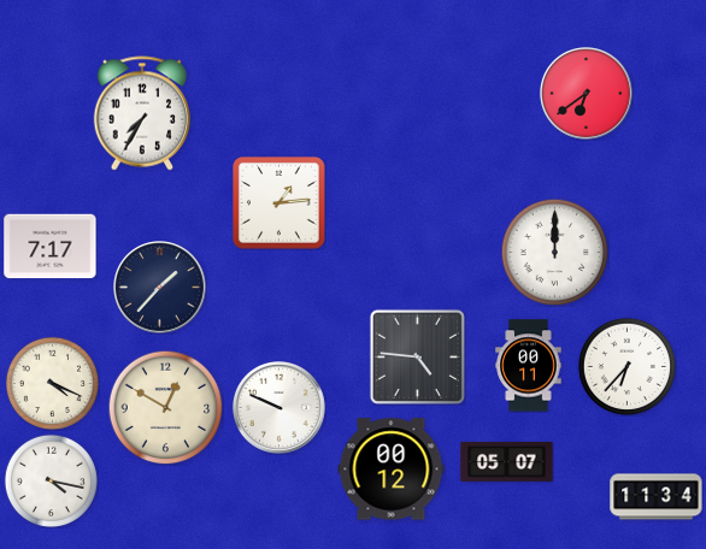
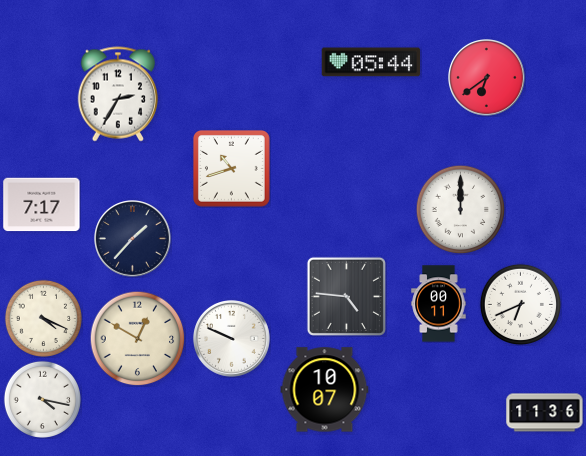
clock at (371, 62): none -> 05:44
clock at (141, 113): 7:35 -> 2:35
clock at (280, 203): 1:14 -> 10:42
clock at (626, 366): 6:37 -> 6:41
clock at (507, 461): 05:07 -> none
clock at (392, 470): 00:12 -> 10:07
clock at (657, 497): 11:34 -> 11:36
